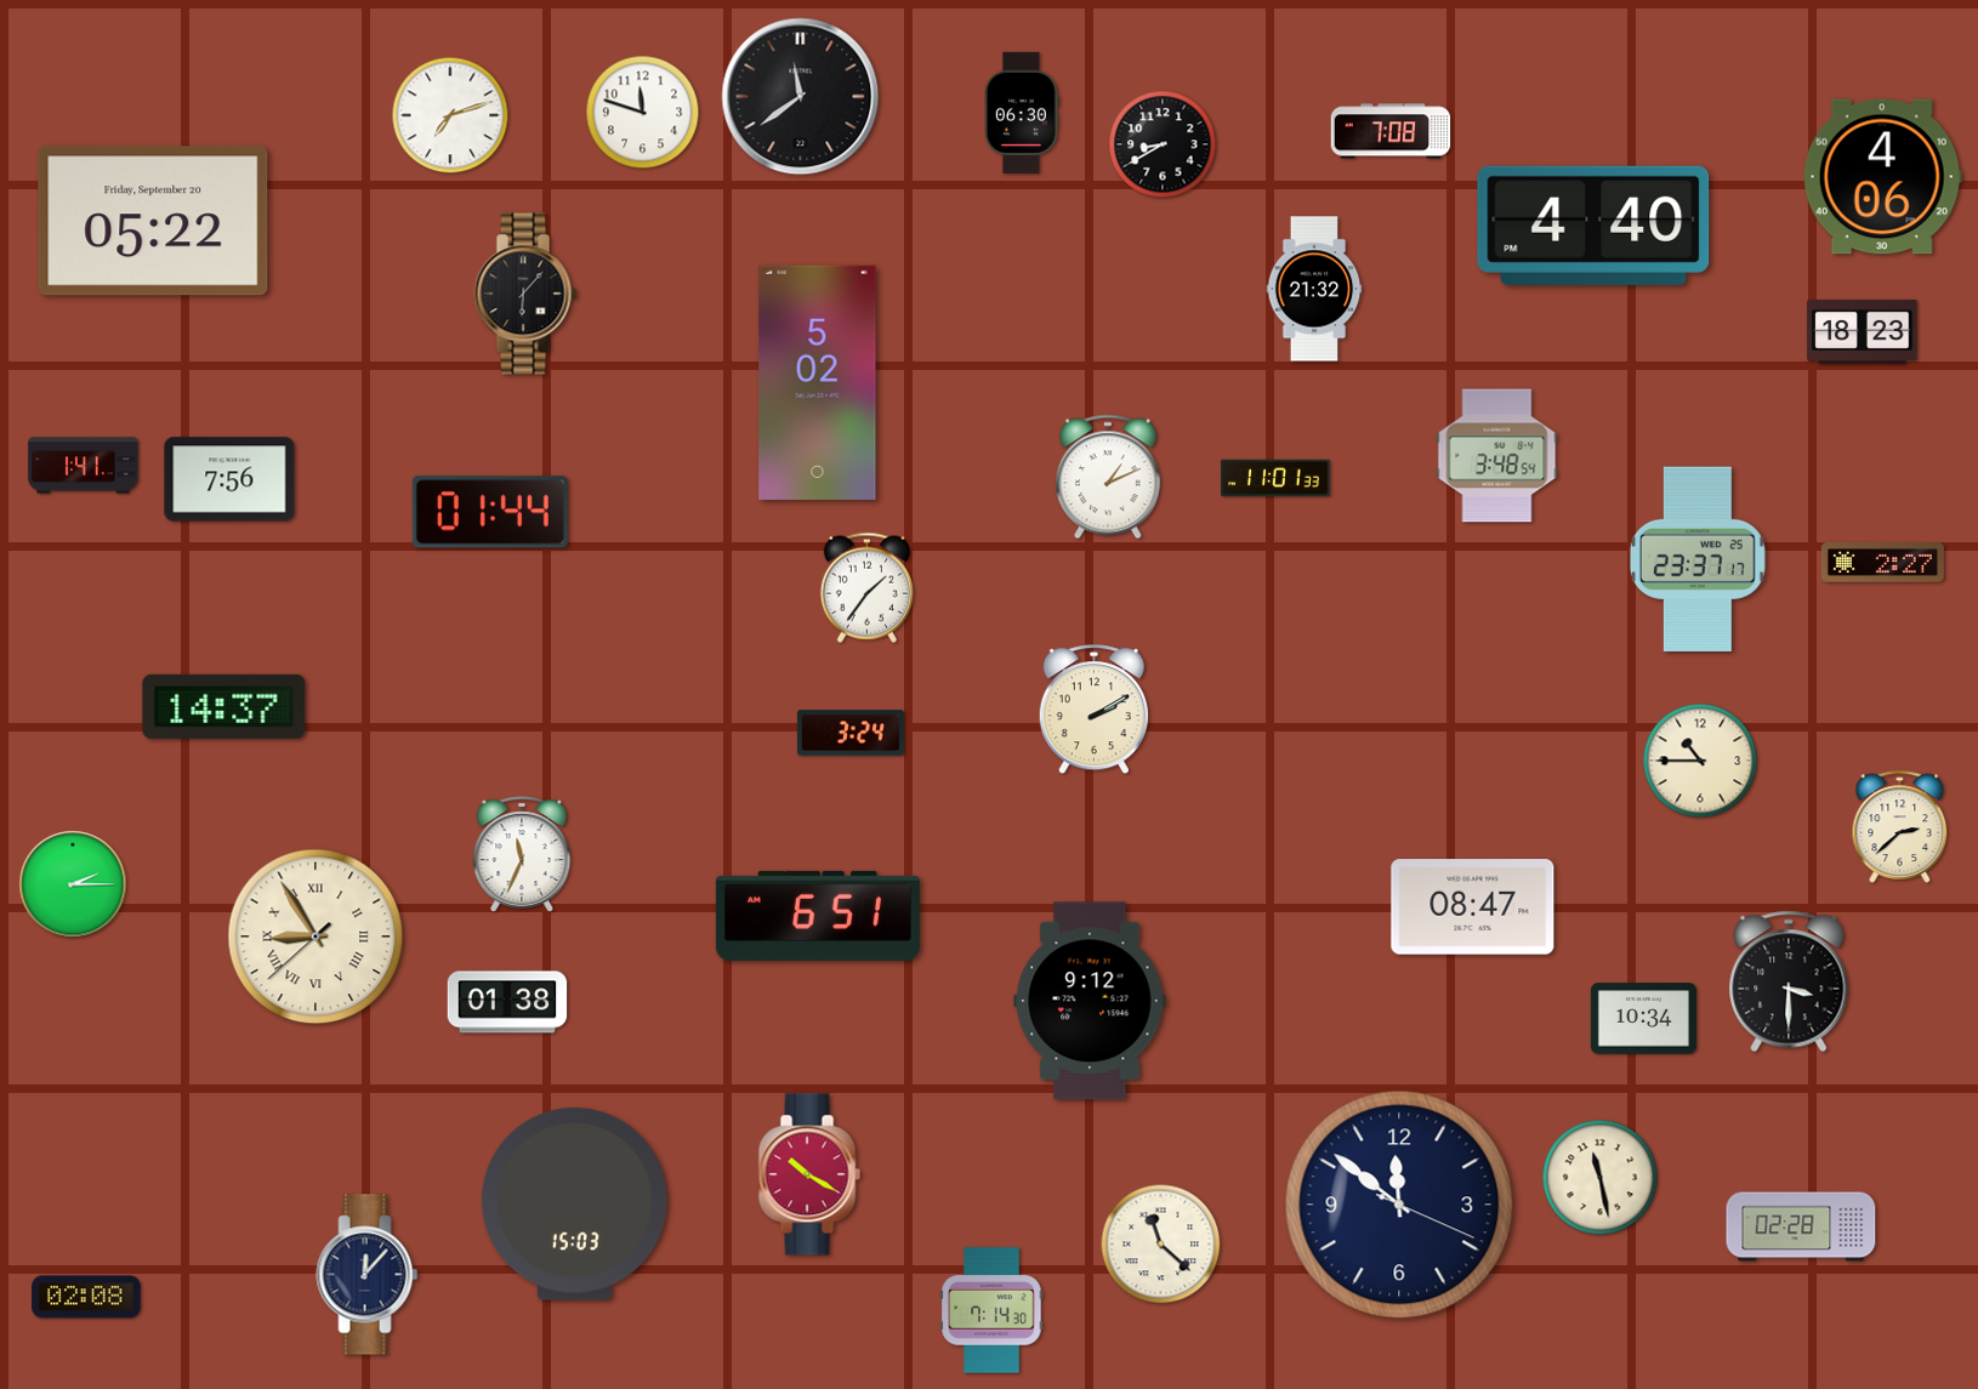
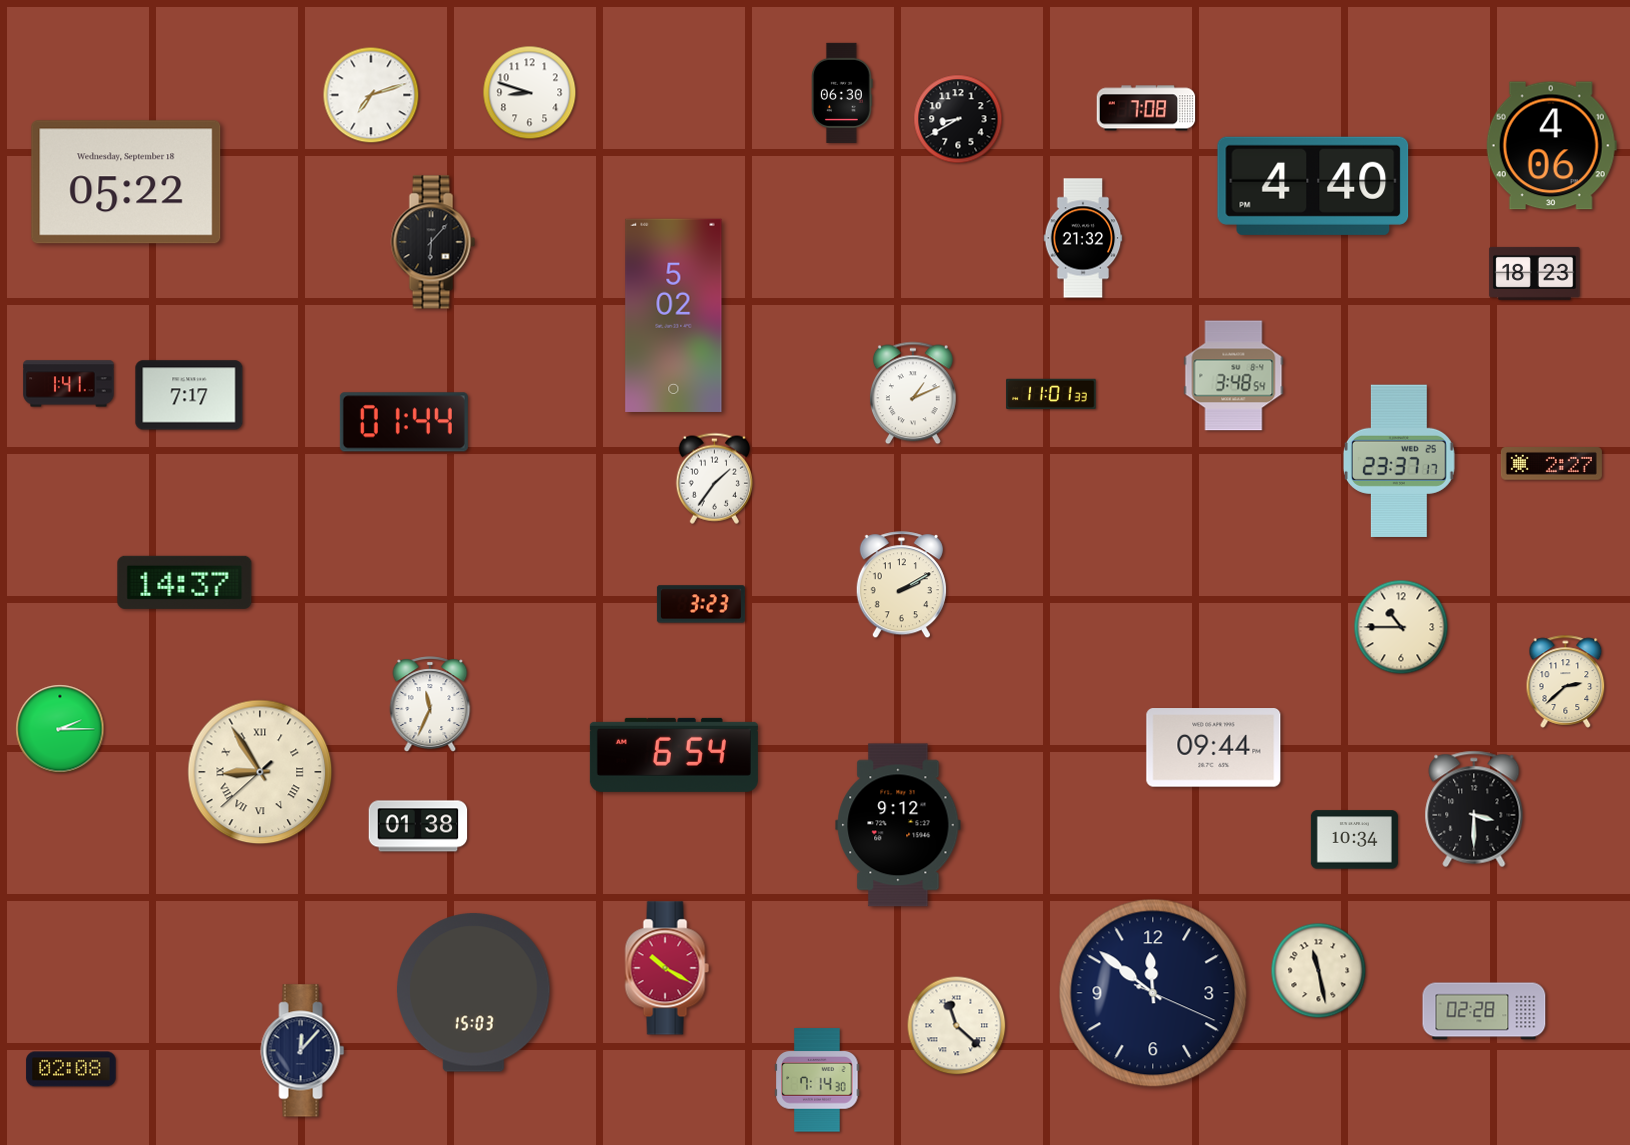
clock at (801, 97): 11:39 -> none
clock at (643, 113): 11:48 -> 8:48
clock at (153, 221) date: Friday, September 20 -> Wednesday, September 18
clock at (229, 479): 7:56 -> 7:17
clock at (866, 587) position: (866, 587) -> (714, 478)
clock at (851, 733): 3:24 -> 3:23
clock at (1473, 907): 08:47 -> 09:44
clock at (818, 916): 6:51 -> 6:54
